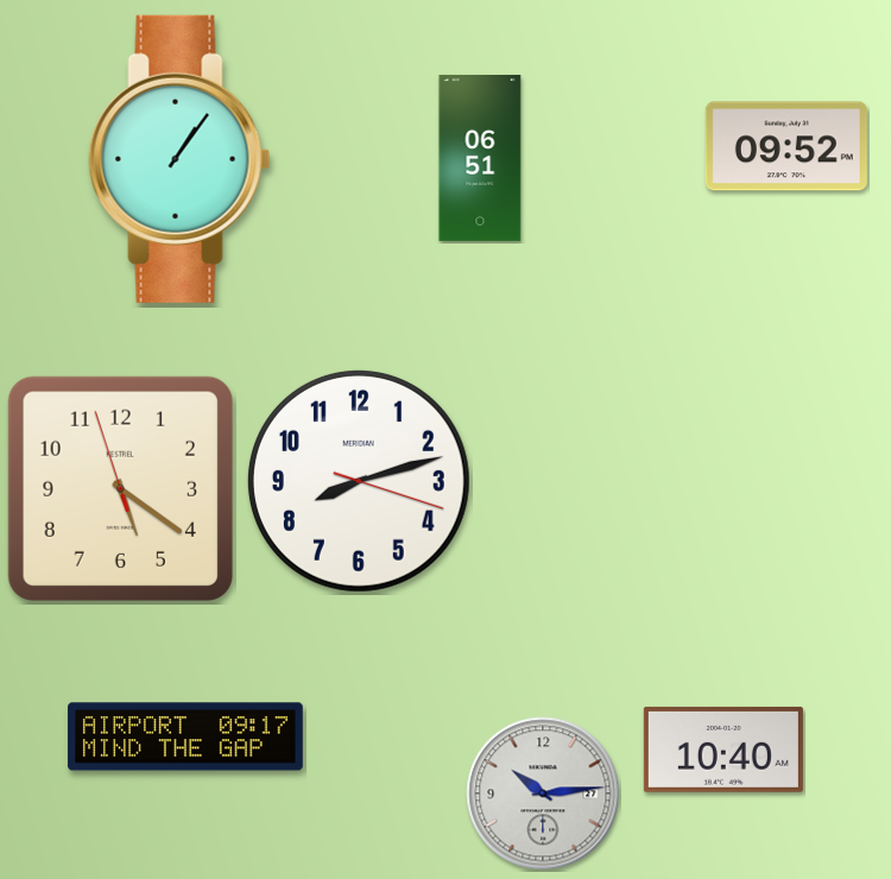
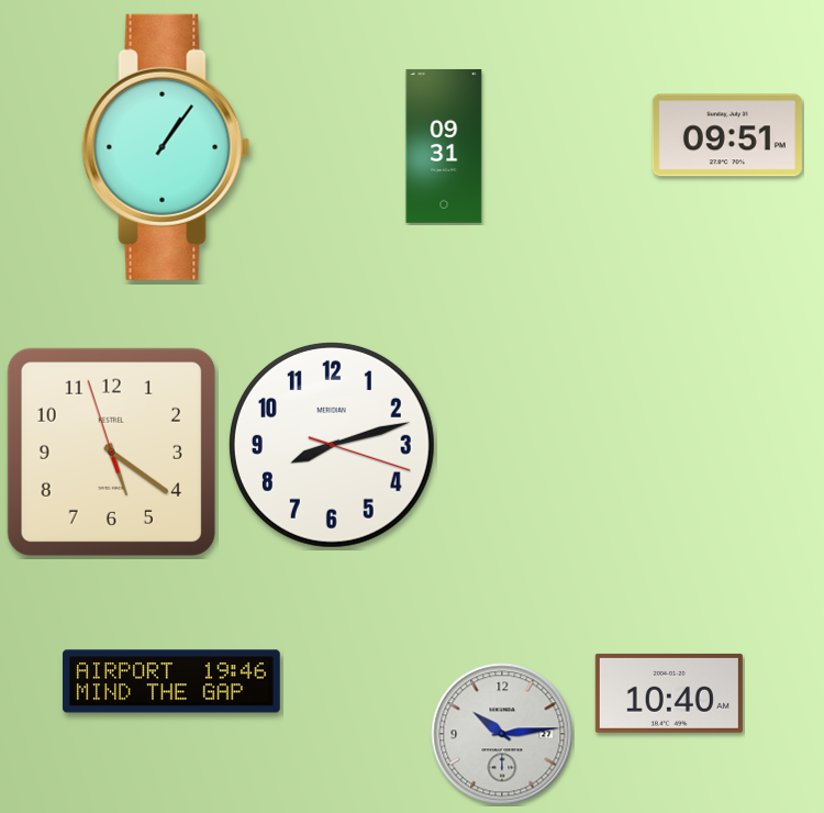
clock at (786, 146): 09:52 -> 09:51
clock at (480, 158): 06:51 -> 09:31
clock at (185, 736): 09:17 -> 19:46
